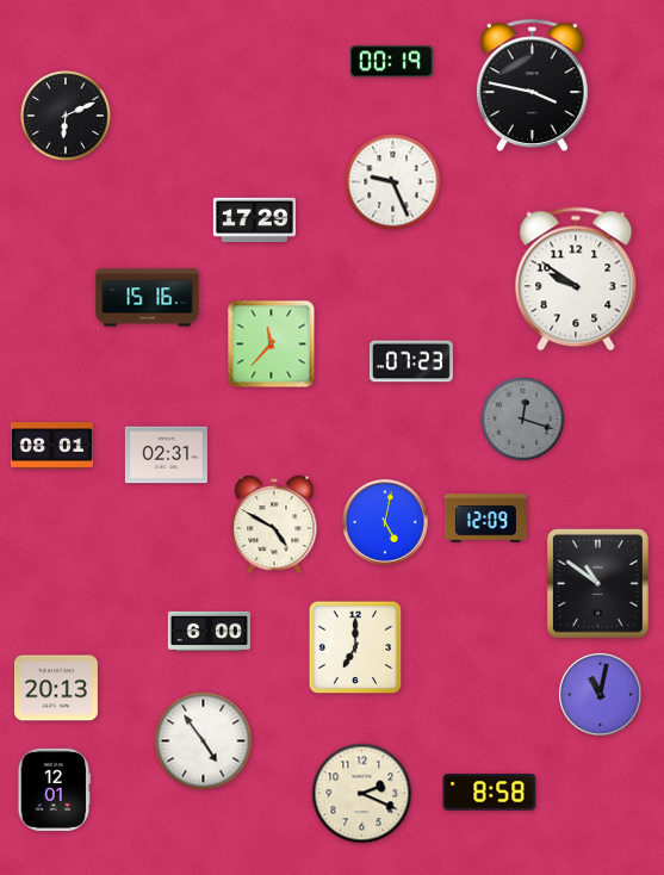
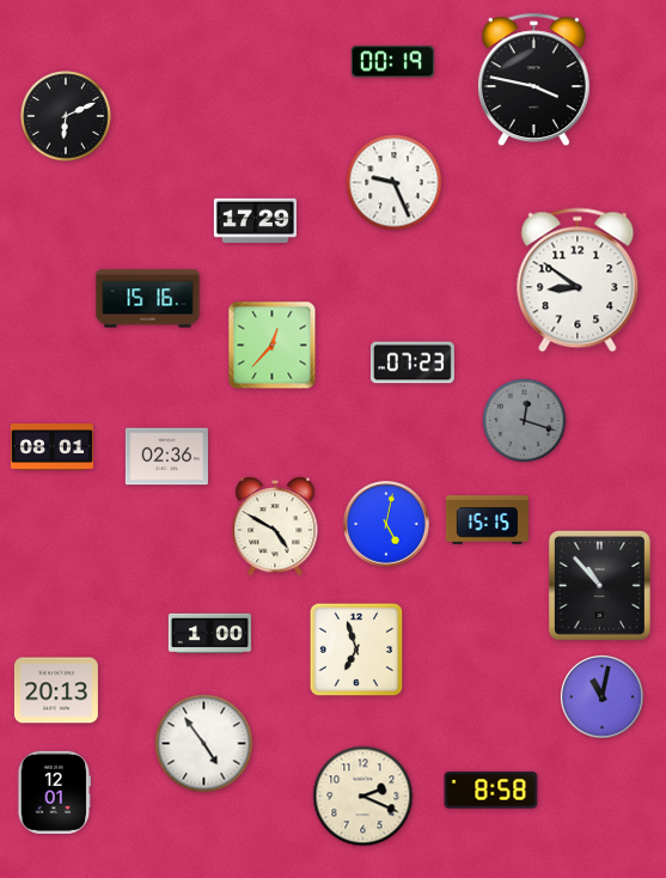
clock at (532, 85) position: (532, 85) -> (533, 79)
clock at (576, 279): 9:51 -> 8:51
clock at (272, 345): 11:37 -> 12:37
clock at (166, 455): 02:31 -> 02:36
clock at (485, 519): 12:09 -> 15:15
clock at (597, 583): 10:51 -> 10:53
clock at (209, 631): 6:00 -> 1:00
clock at (355, 647): 7:00 -> 6:57
clock at (490, 793) position: (490, 793) -> (491, 791)
